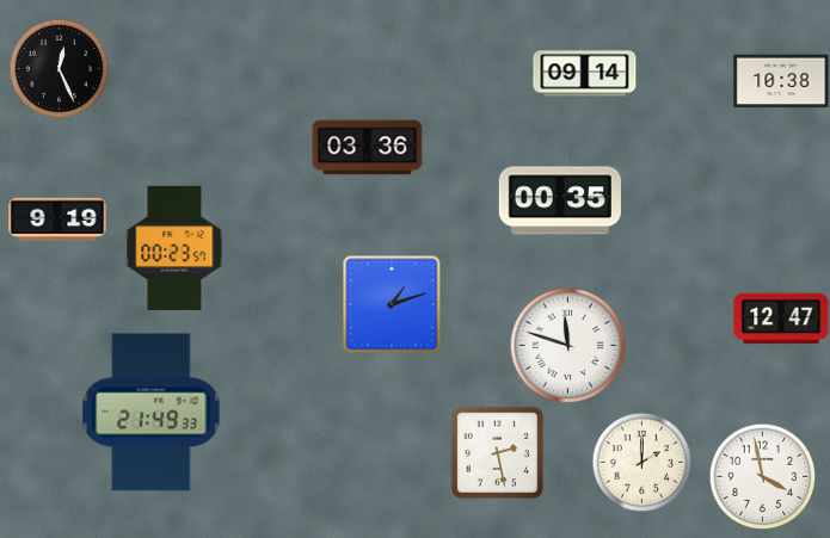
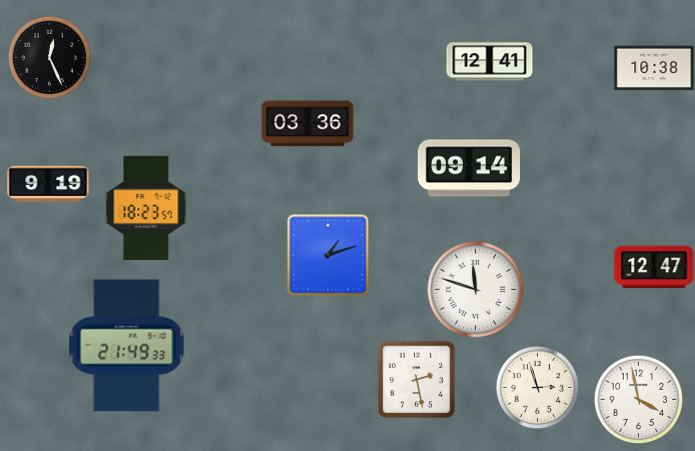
clock at (585, 74): 09:14 -> 12:41
clock at (560, 200): 00:35 -> 09:14
clock at (174, 248): 00:23 -> 18:23
clock at (641, 462): 2:00 -> 2:57
